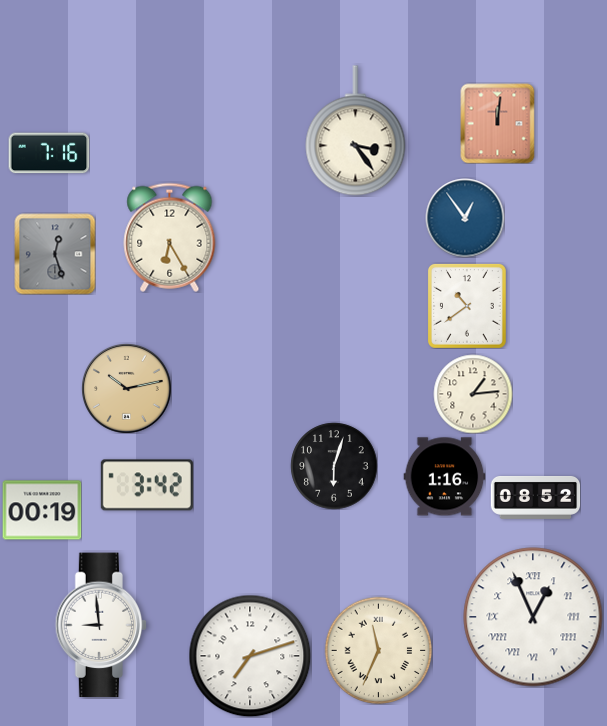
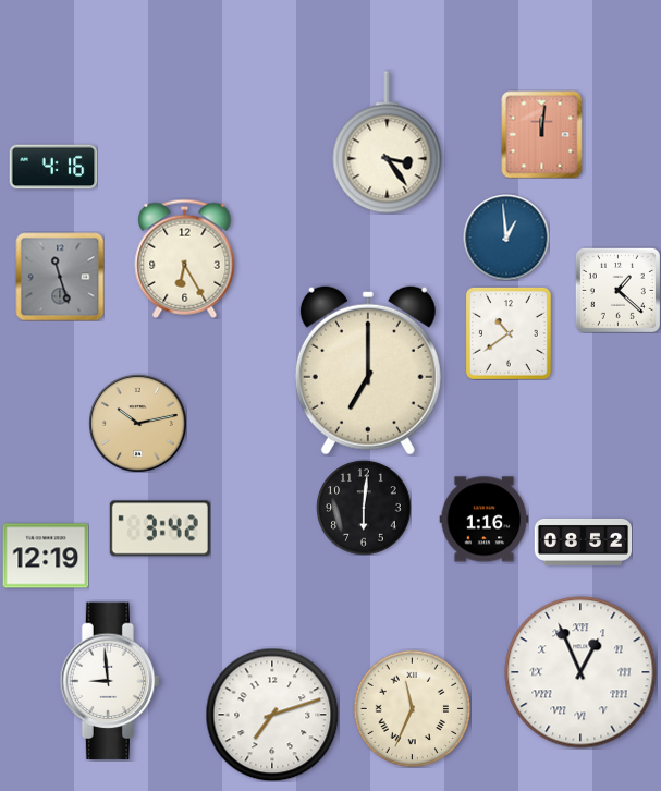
clock at (49, 153): 7:16 -> 4:16
clock at (465, 218): 12:54 -> 12:59
clock at (55, 254): 12:27 -> 11:27
clock at (617, 290): none -> 1:22
clock at (368, 370): none -> 7:00
clock at (473, 394): 1:14 -> none
clock at (334, 466): 6:03 -> 6:01
clock at (42, 510): 00:19 -> 12:19
